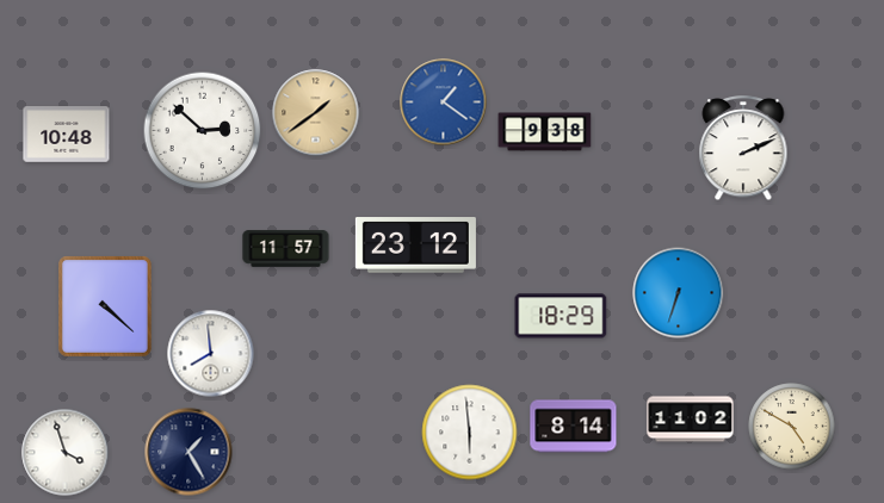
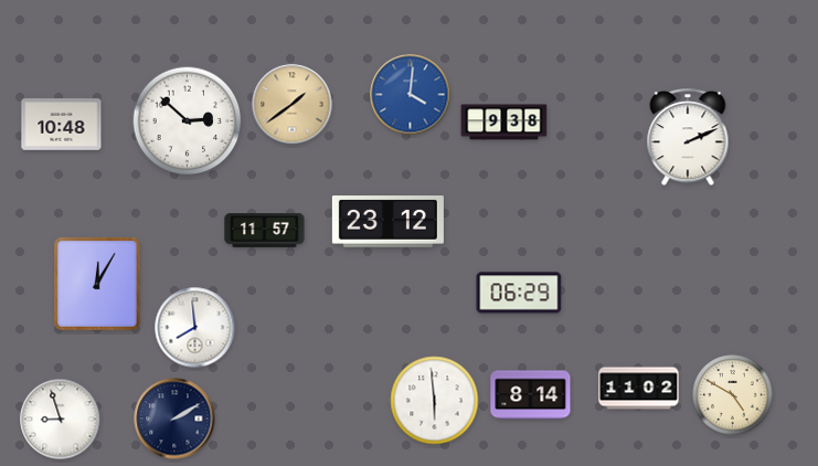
clock at (444, 103): 1:21 -> 4:01
clock at (415, 246) position: (415, 246) -> (387, 222)
clock at (679, 293): 6:33 -> none
clock at (106, 308): 4:22 -> 12:05
clock at (561, 316): 18:29 -> 06:29
clock at (188, 452): 1:25 -> 2:10
clock at (66, 453): 3:57 -> 8:57
